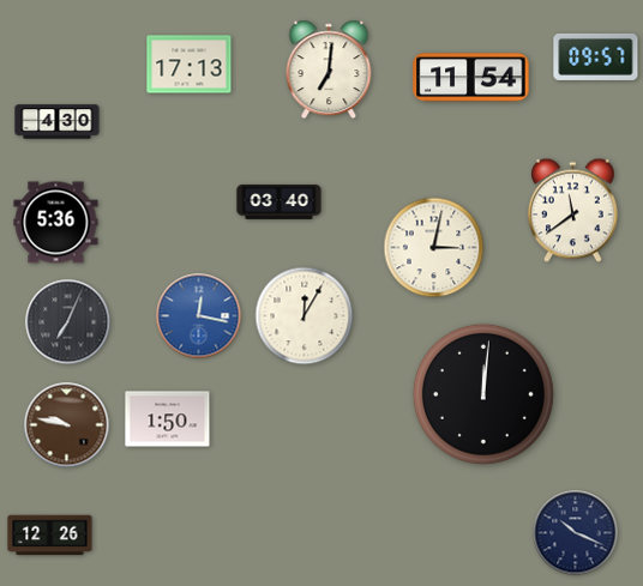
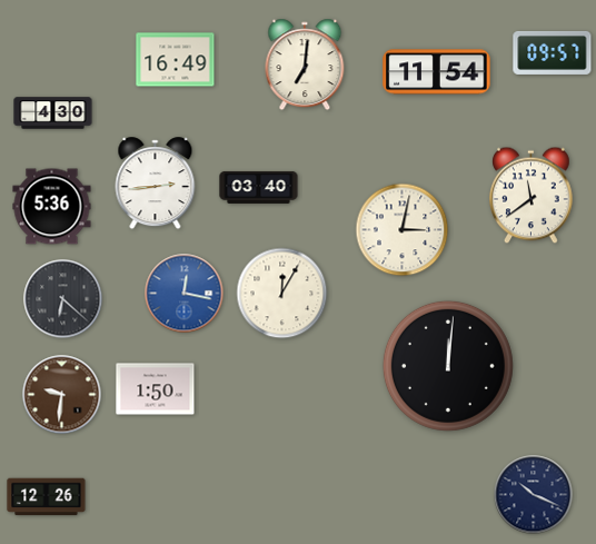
clock at (190, 65): 17:13 -> 16:49
clock at (156, 184): none -> 2:44
clock at (68, 322): 7:04 -> 6:22
clock at (67, 425): 9:47 -> 9:31
